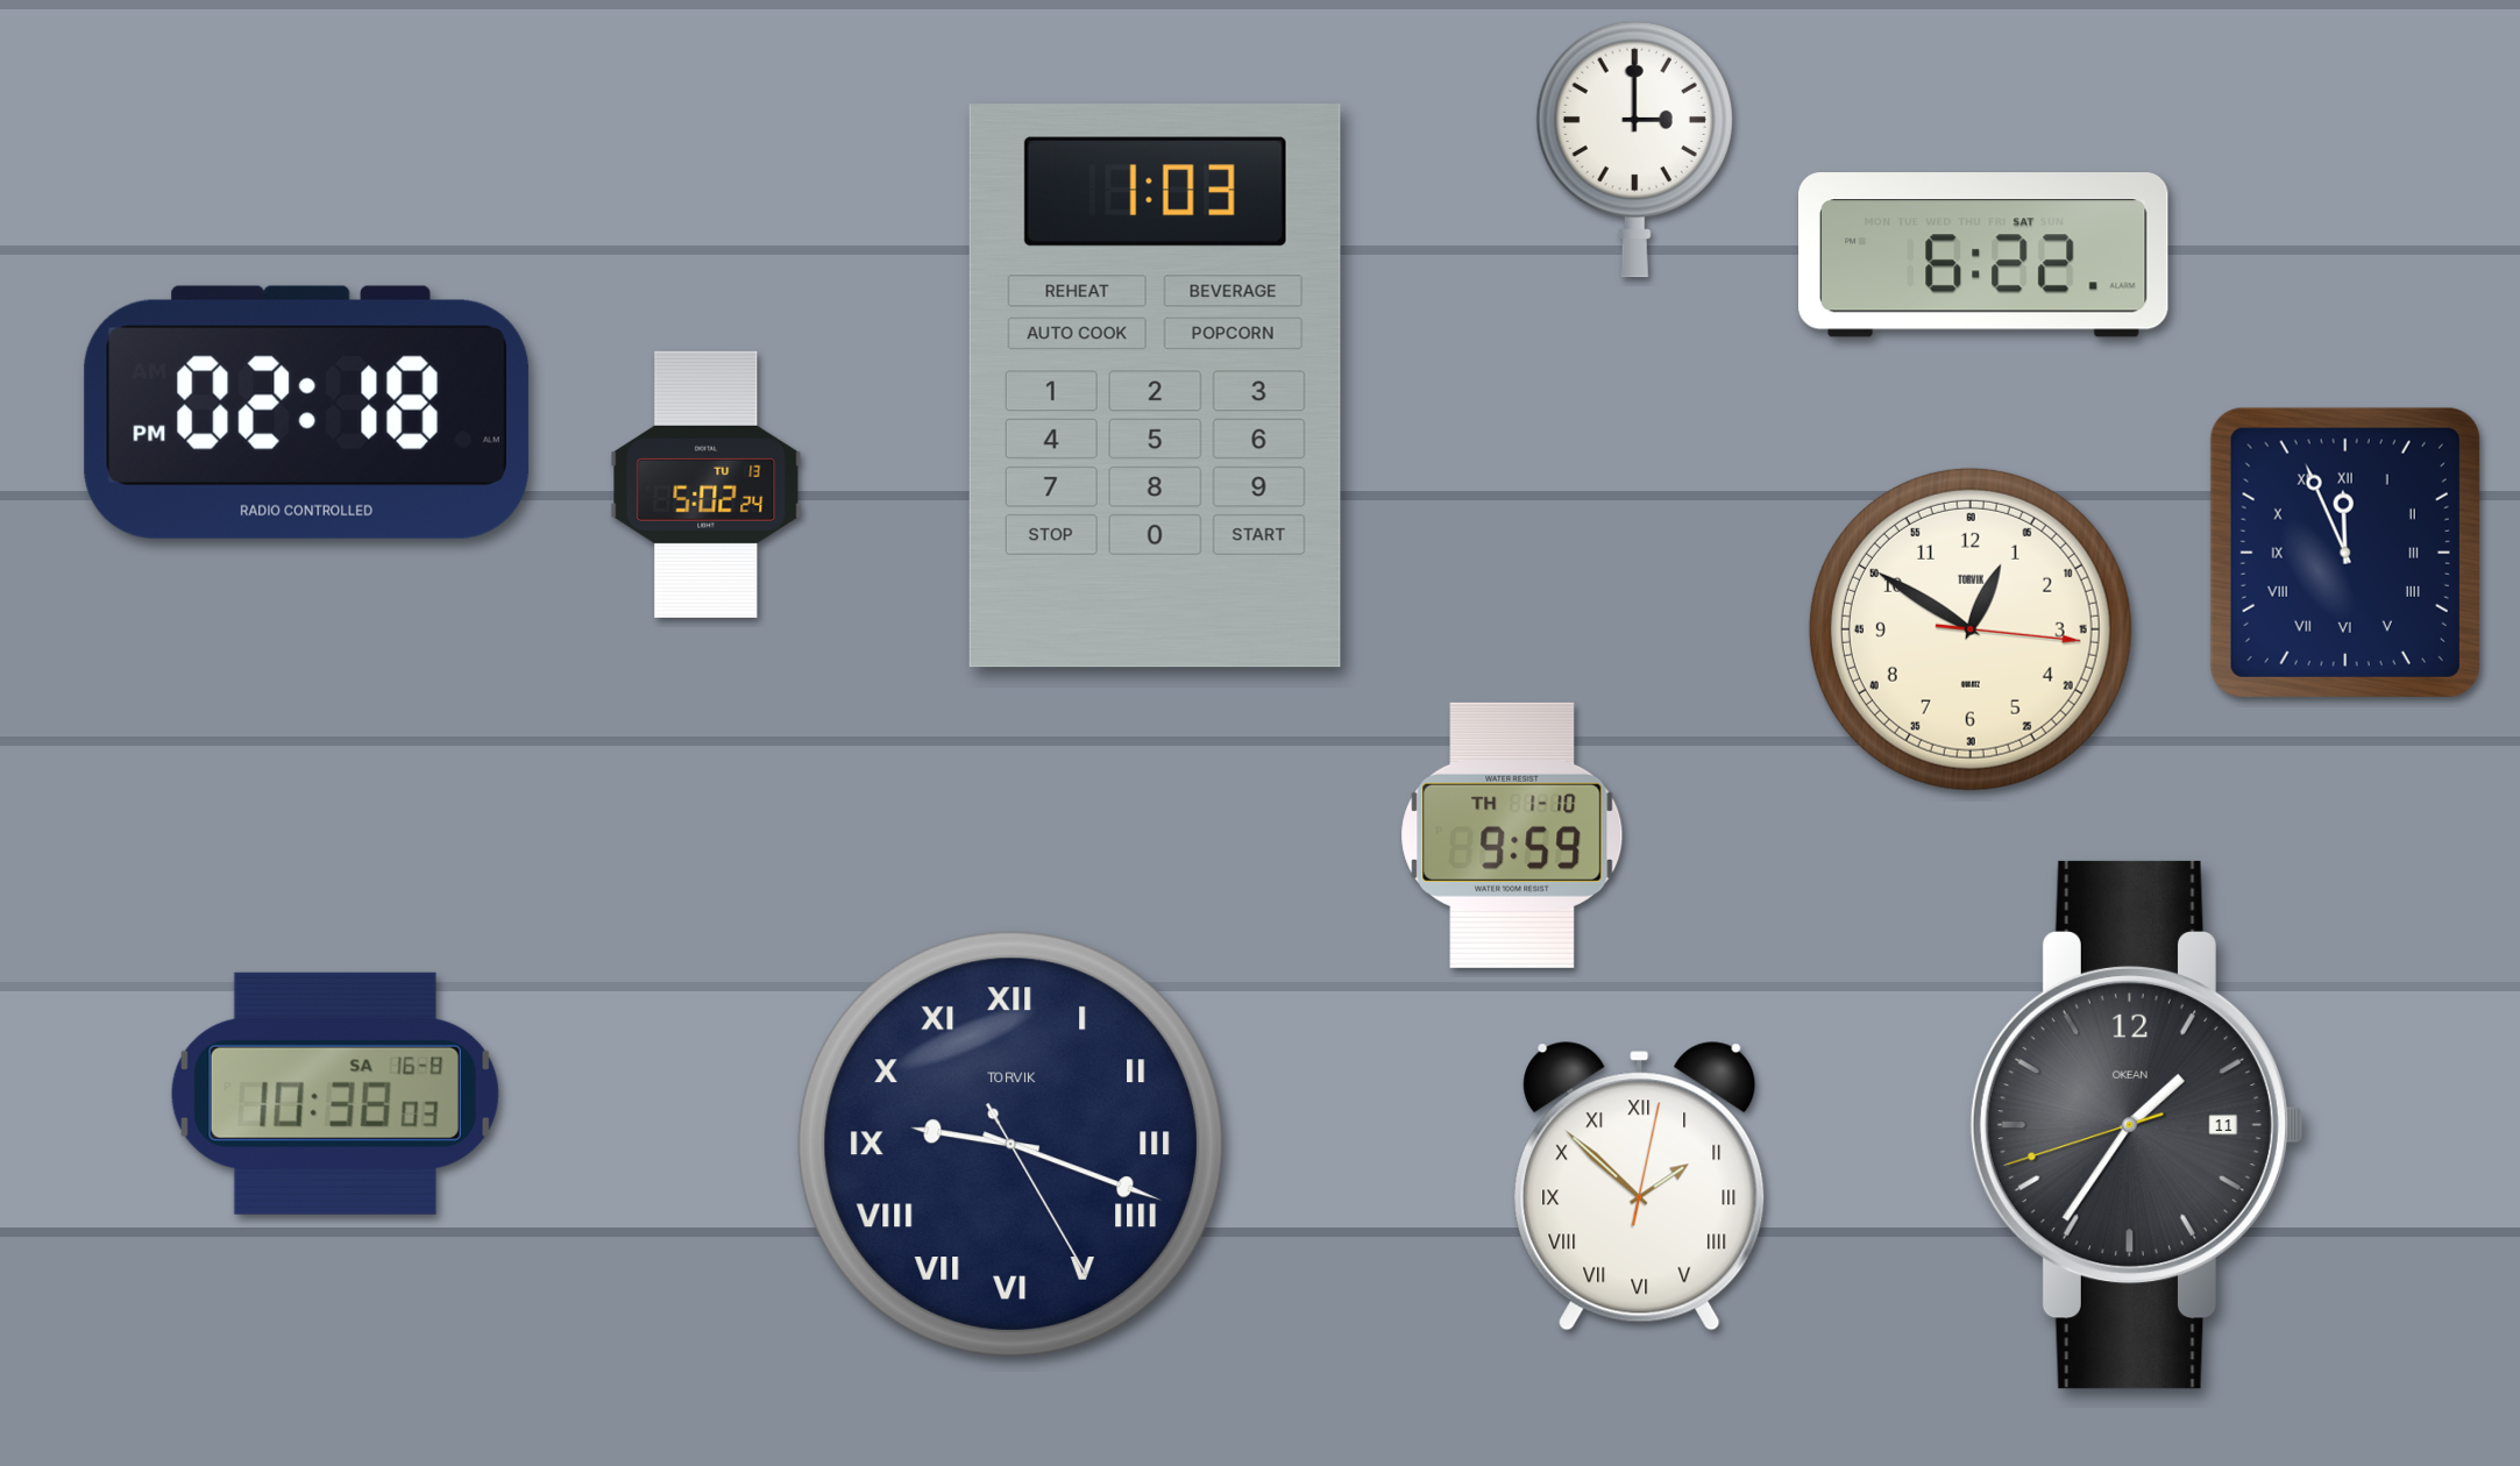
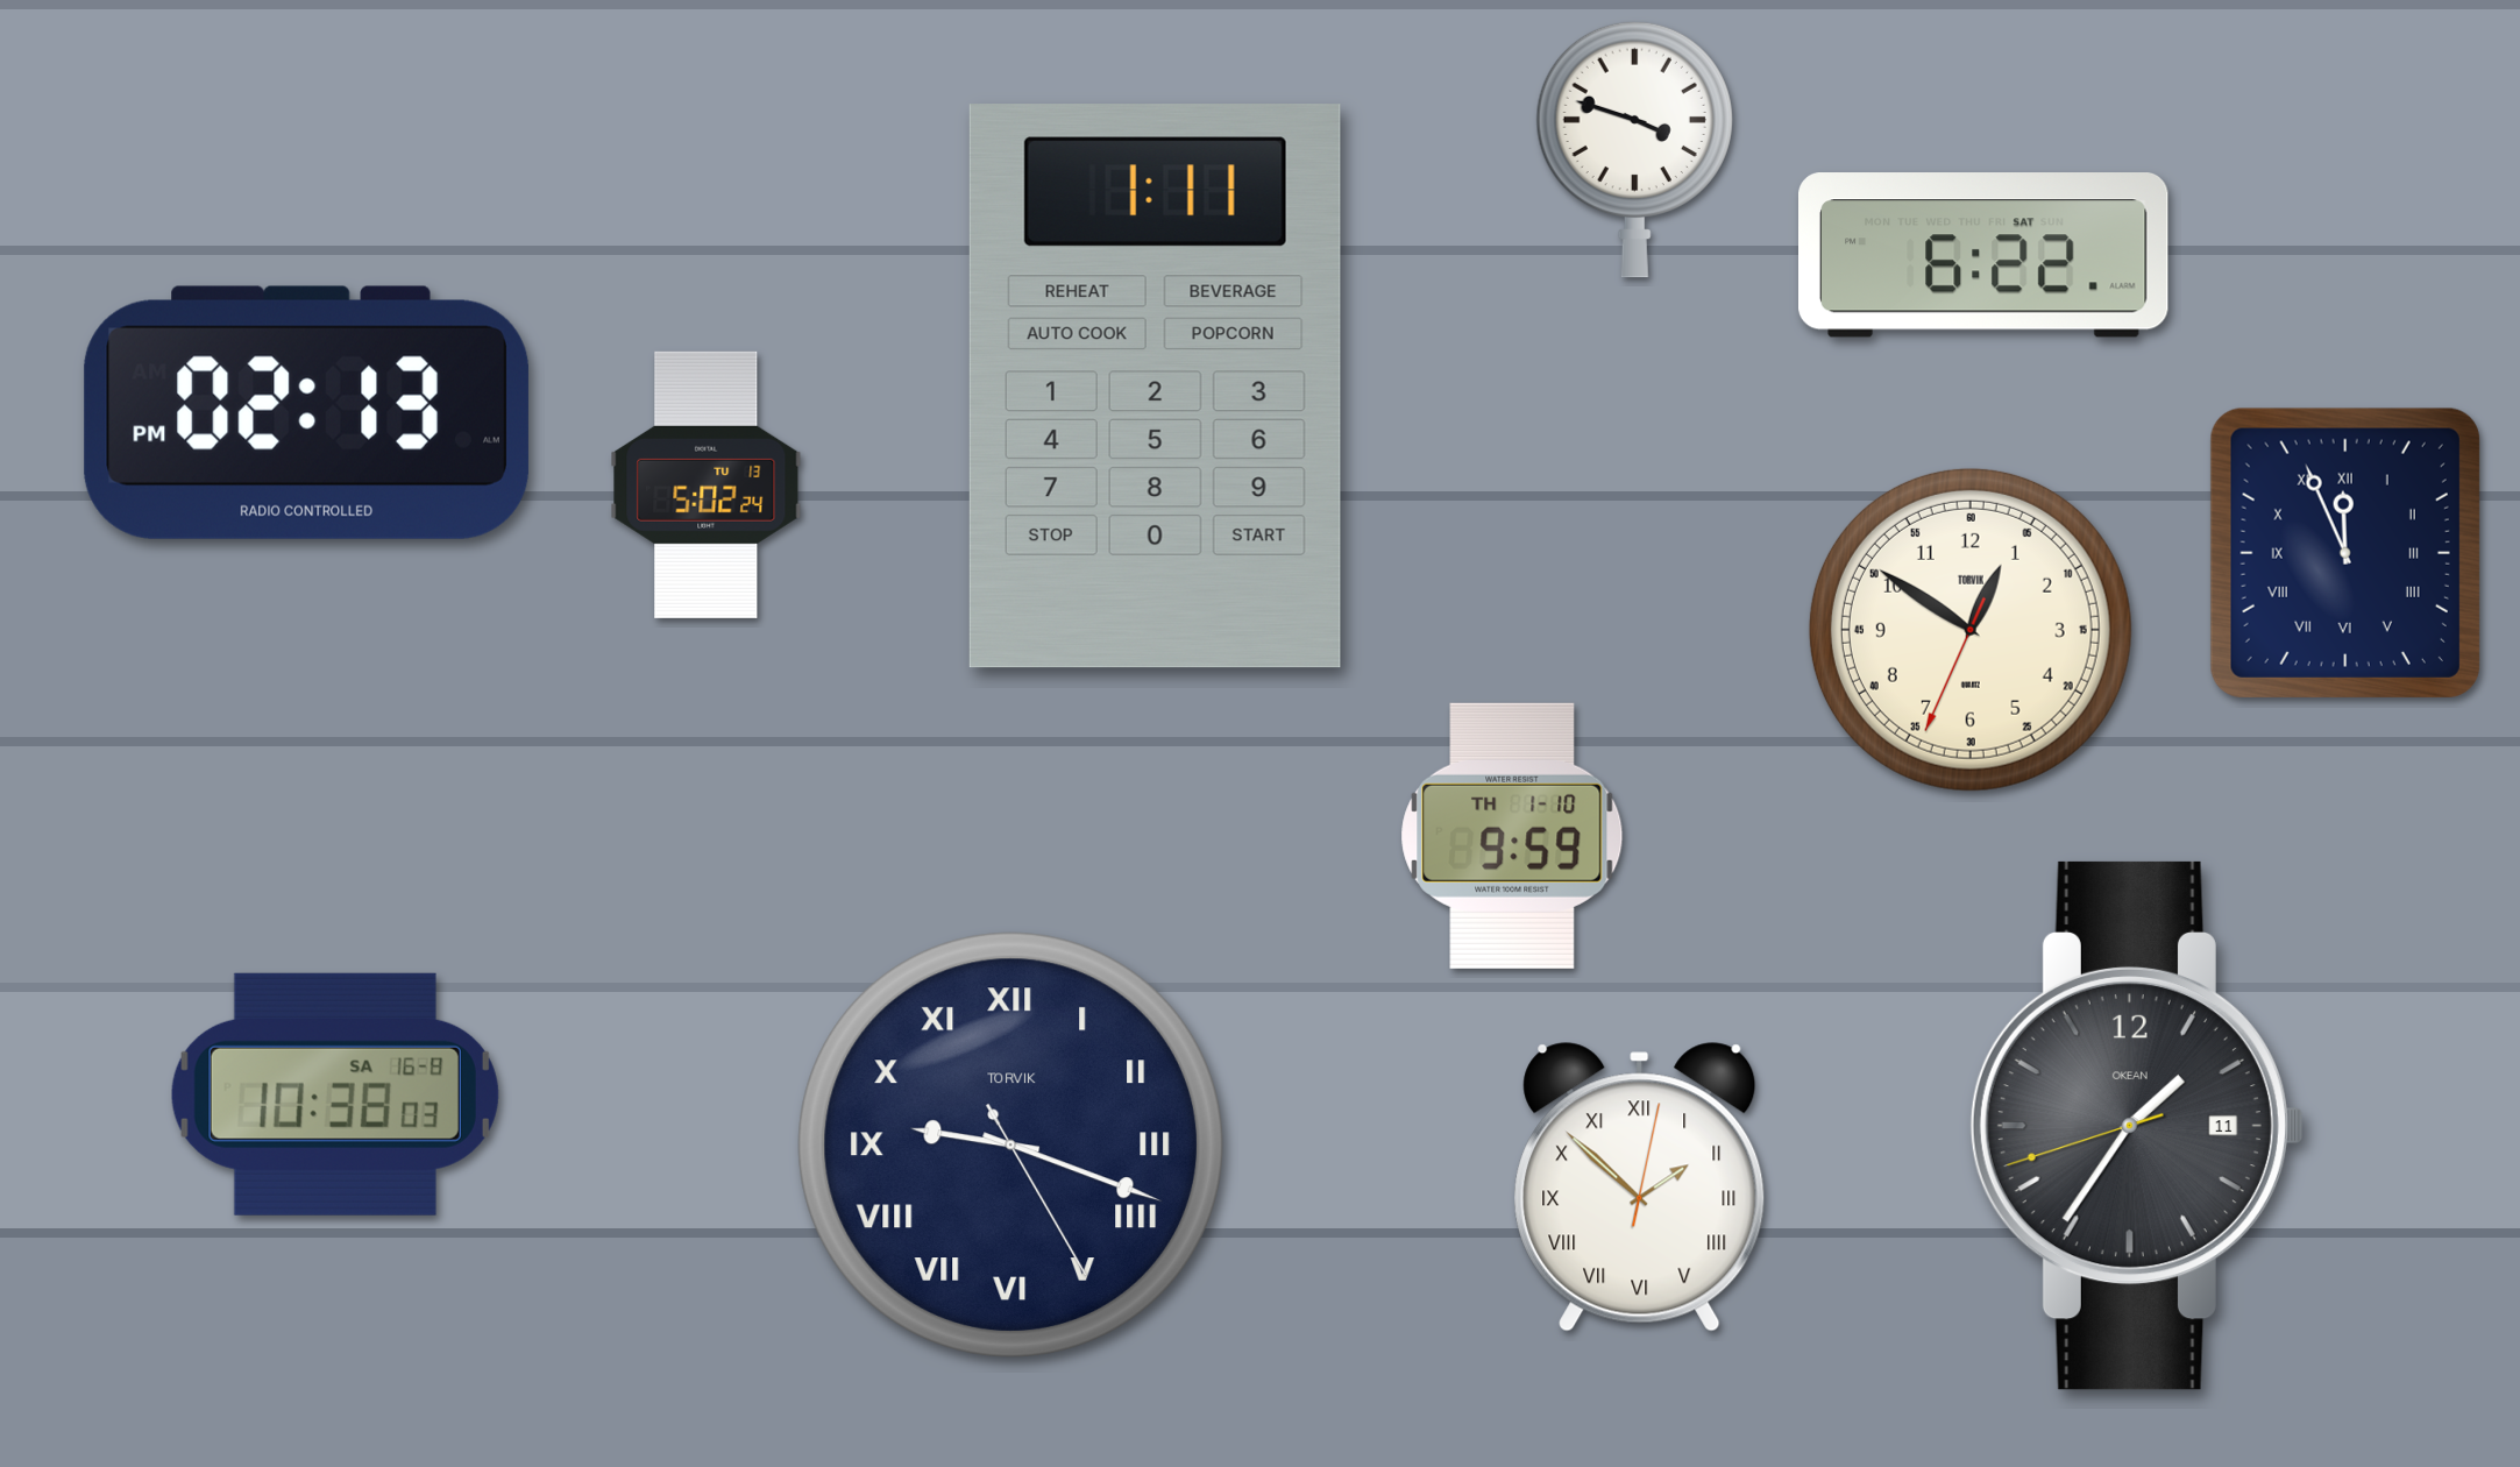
clock at (1634, 149): 3:00 -> 3:48
clock at (1155, 386): 1:03 -> 1:11
clock at (306, 412): 02:18 -> 02:13
clock at (1971, 629): 12:50:16 -> 12:50:34
